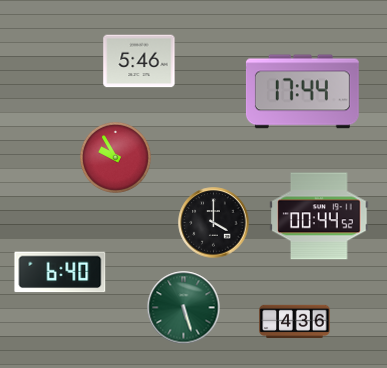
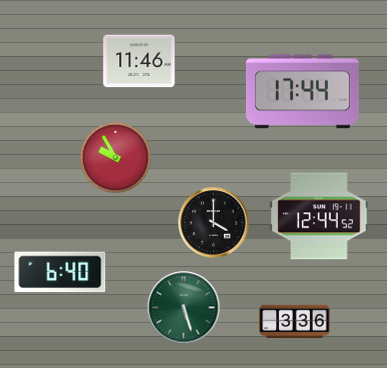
clock at (139, 61): 5:46 -> 11:46
clock at (319, 216): 00:44 -> 12:44
clock at (295, 322): 4:36 -> 3:36
